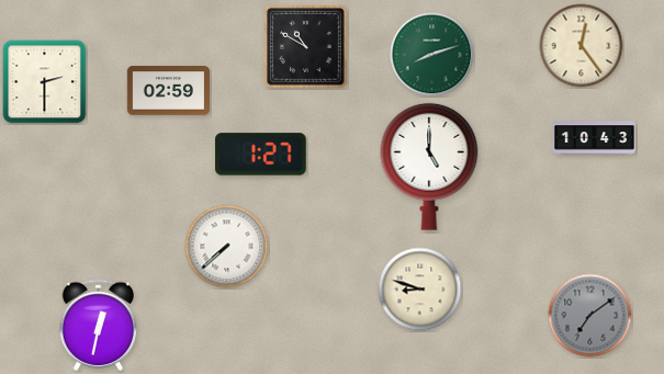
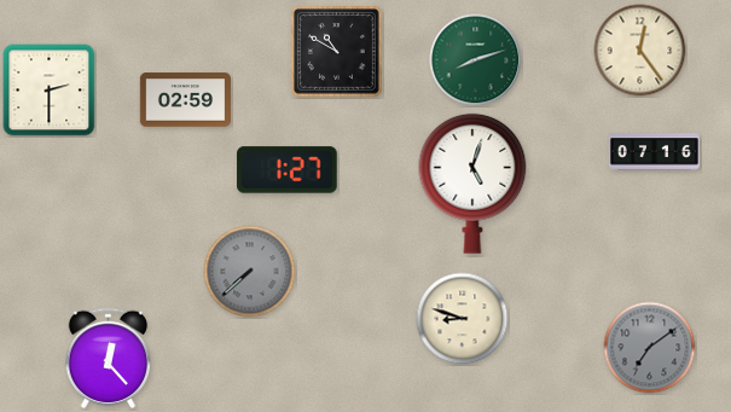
clock at (595, 138): 10:43 -> 07:16
clock at (429, 167): 5:00 -> 5:03
clock at (227, 247) dial: white -> grey
clock at (98, 325): 12:32 -> 12:23
